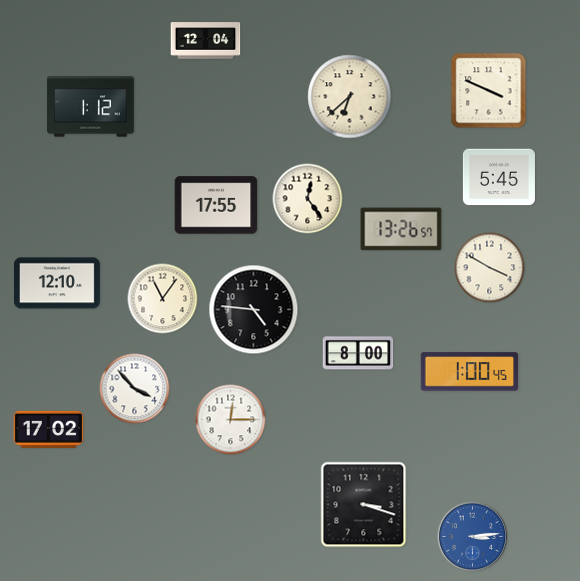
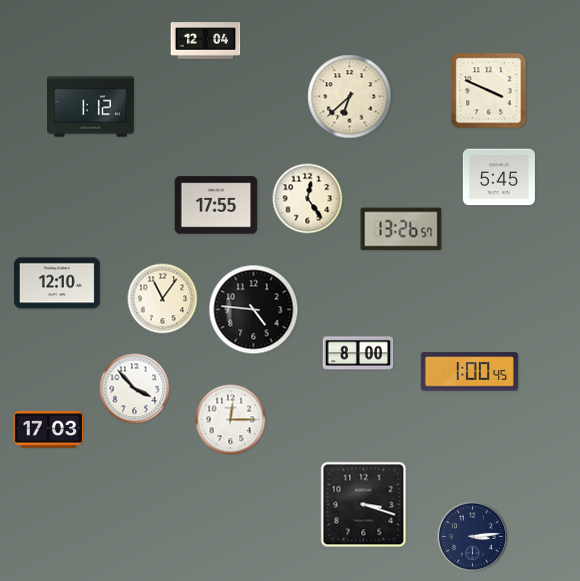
clock at (490, 268): 3:50 -> none
clock at (49, 429): 17:02 -> 17:03
clock at (473, 537) dial: blue -> navy
